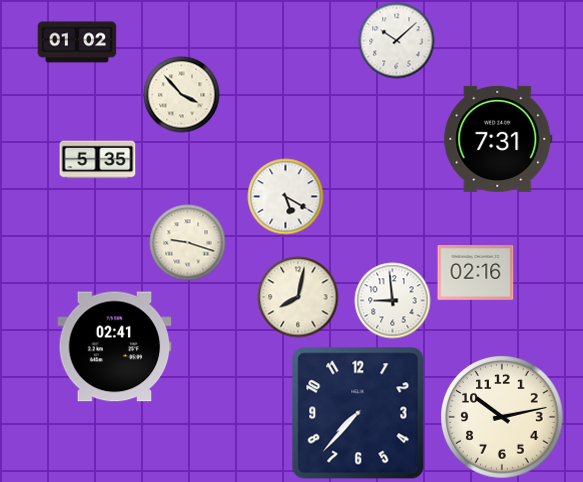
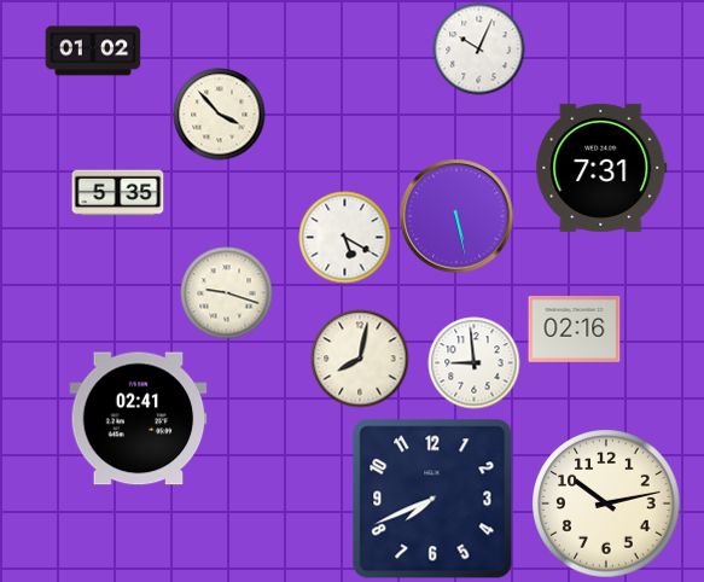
clock at (397, 41): 10:08 -> 10:04
clock at (456, 216): none -> 5:28
clock at (358, 413): 7:37 -> 7:41
